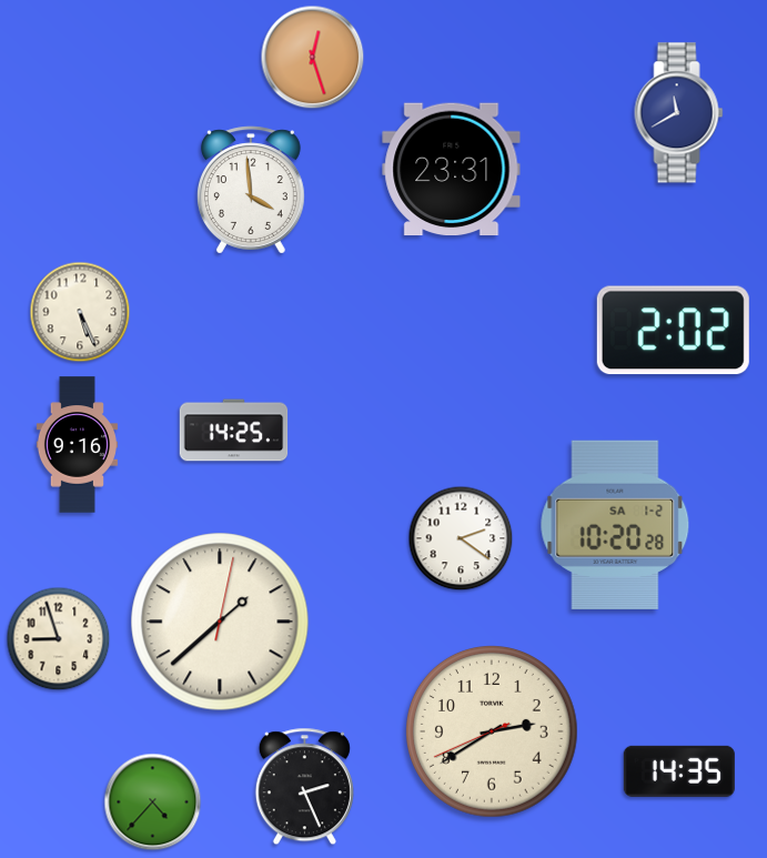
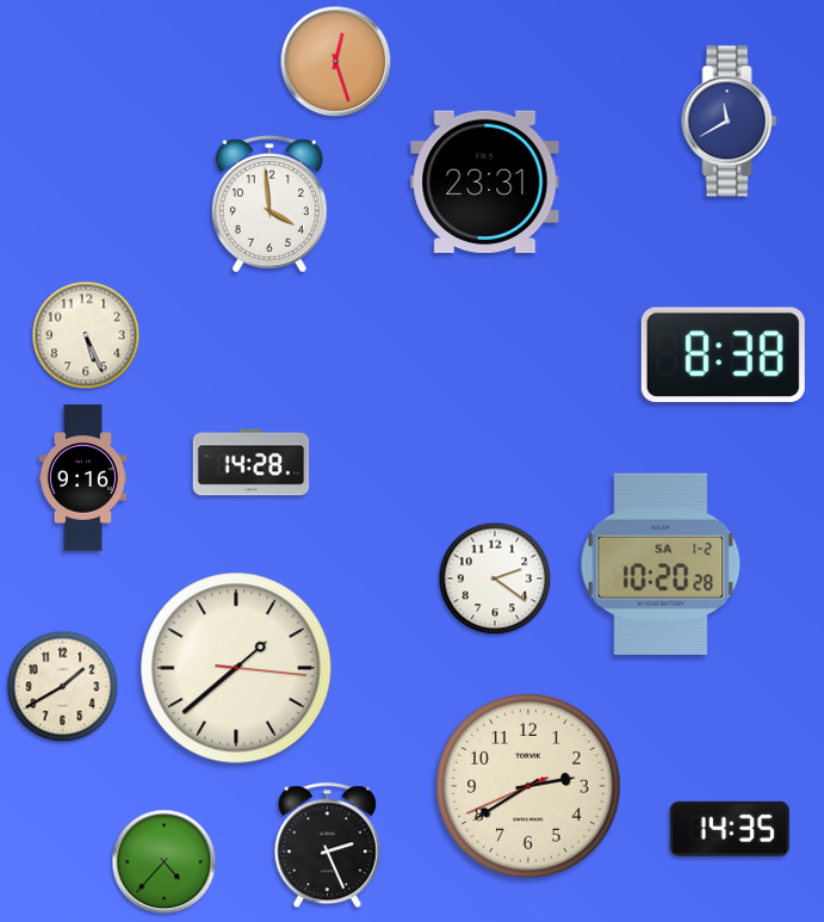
clock at (673, 331): 2:02 -> 8:38
clock at (234, 431): 14:25 -> 14:28
clock at (220, 622): 1:38:02 -> 1:38:16
clock at (59, 639): 8:57 -> 1:40
